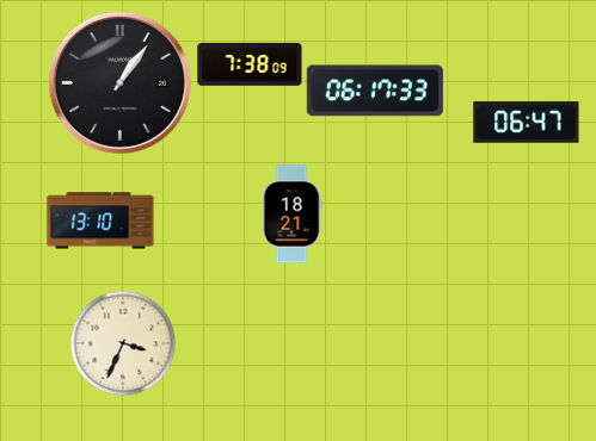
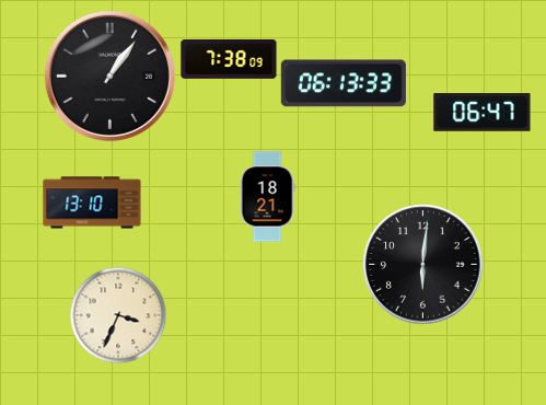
clock at (375, 91): 06:17 -> 06:13
clock at (423, 265): none -> 6:01
clock at (123, 343) position: (123, 343) -> (118, 315)
